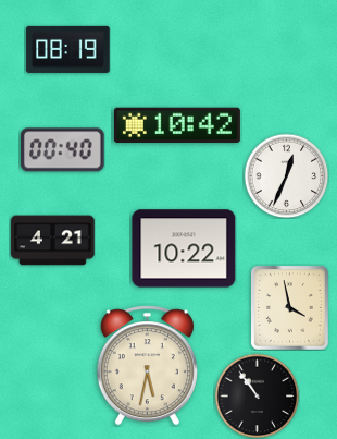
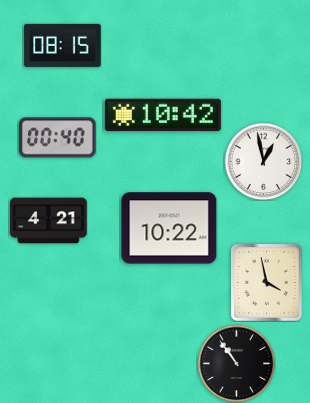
clock at (68, 49): 08:19 -> 08:15
clock at (286, 175): 12:34 -> 12:58
clock at (147, 366): 5:32 -> none
